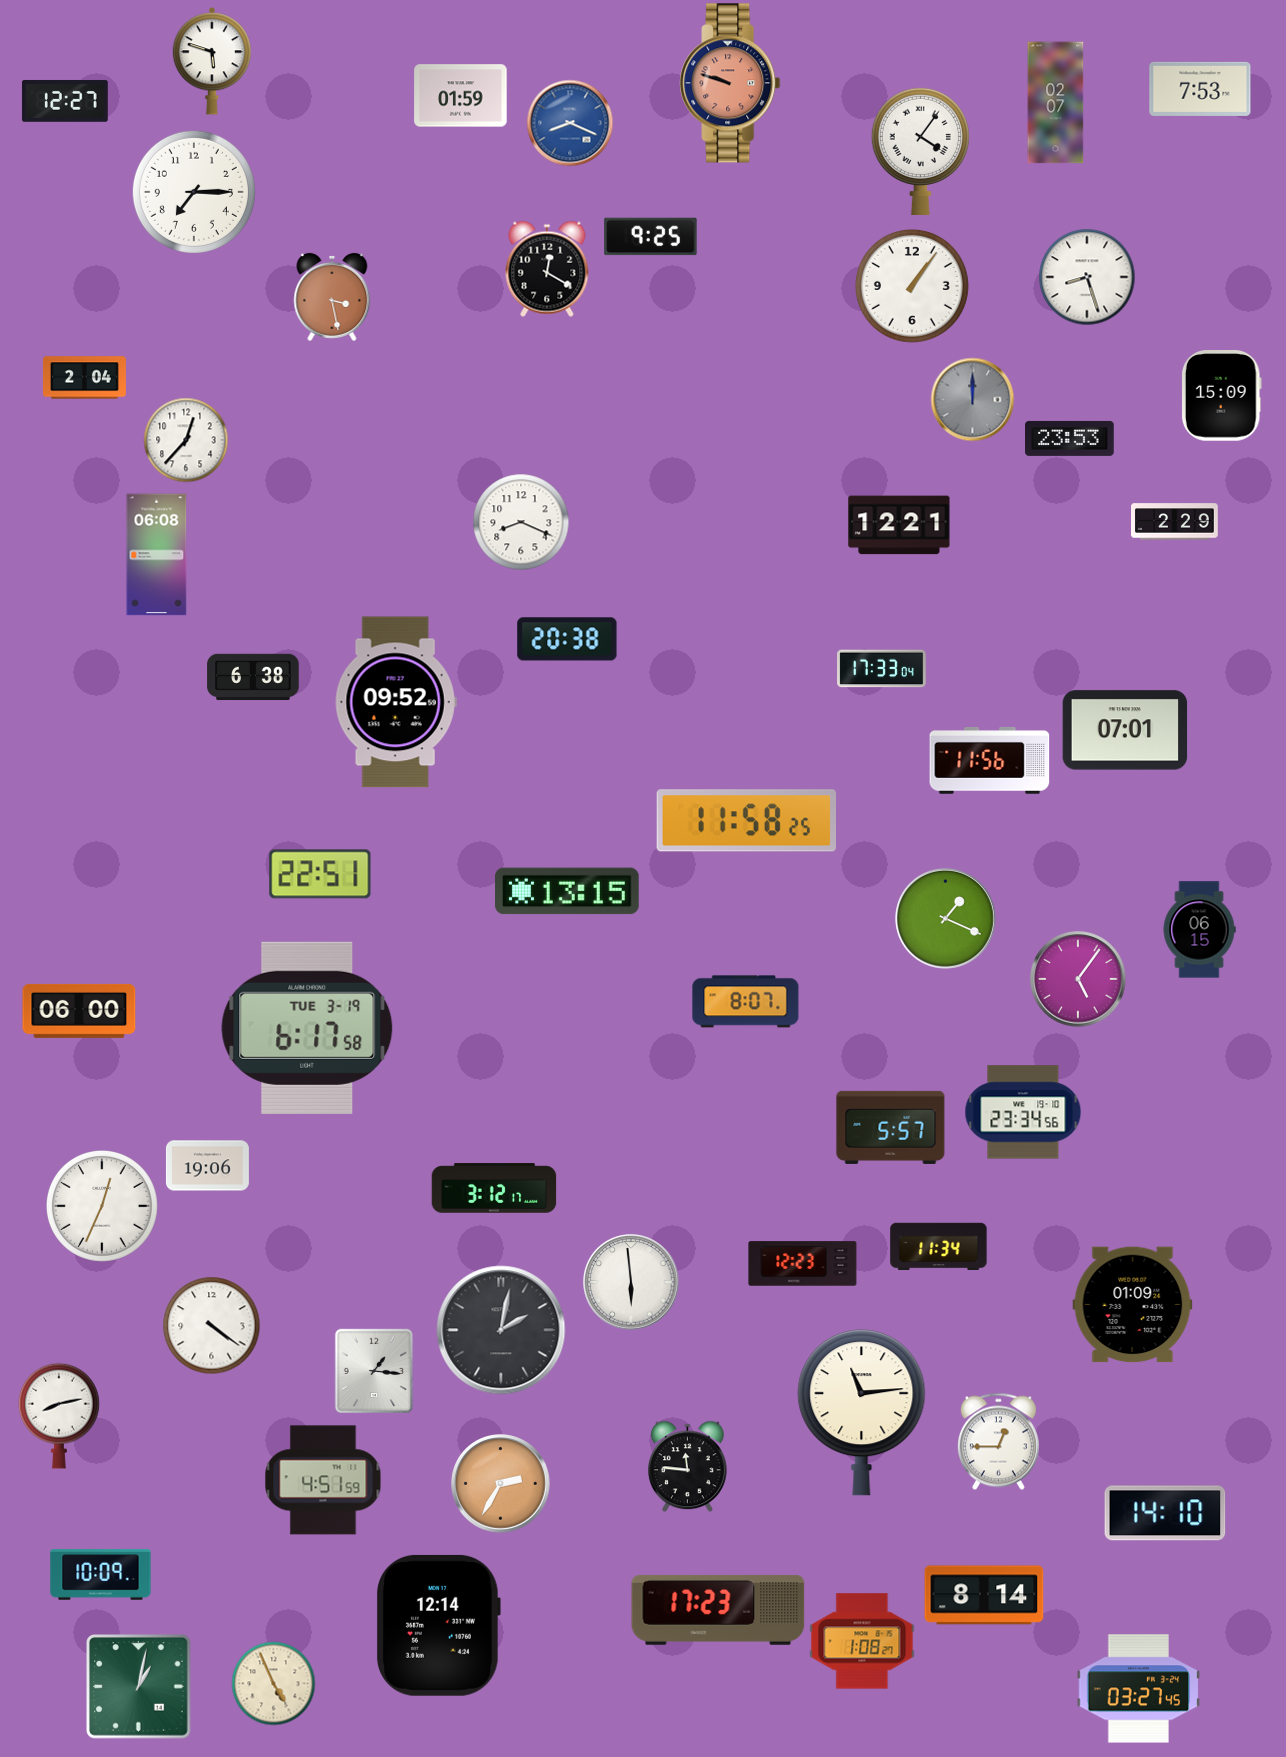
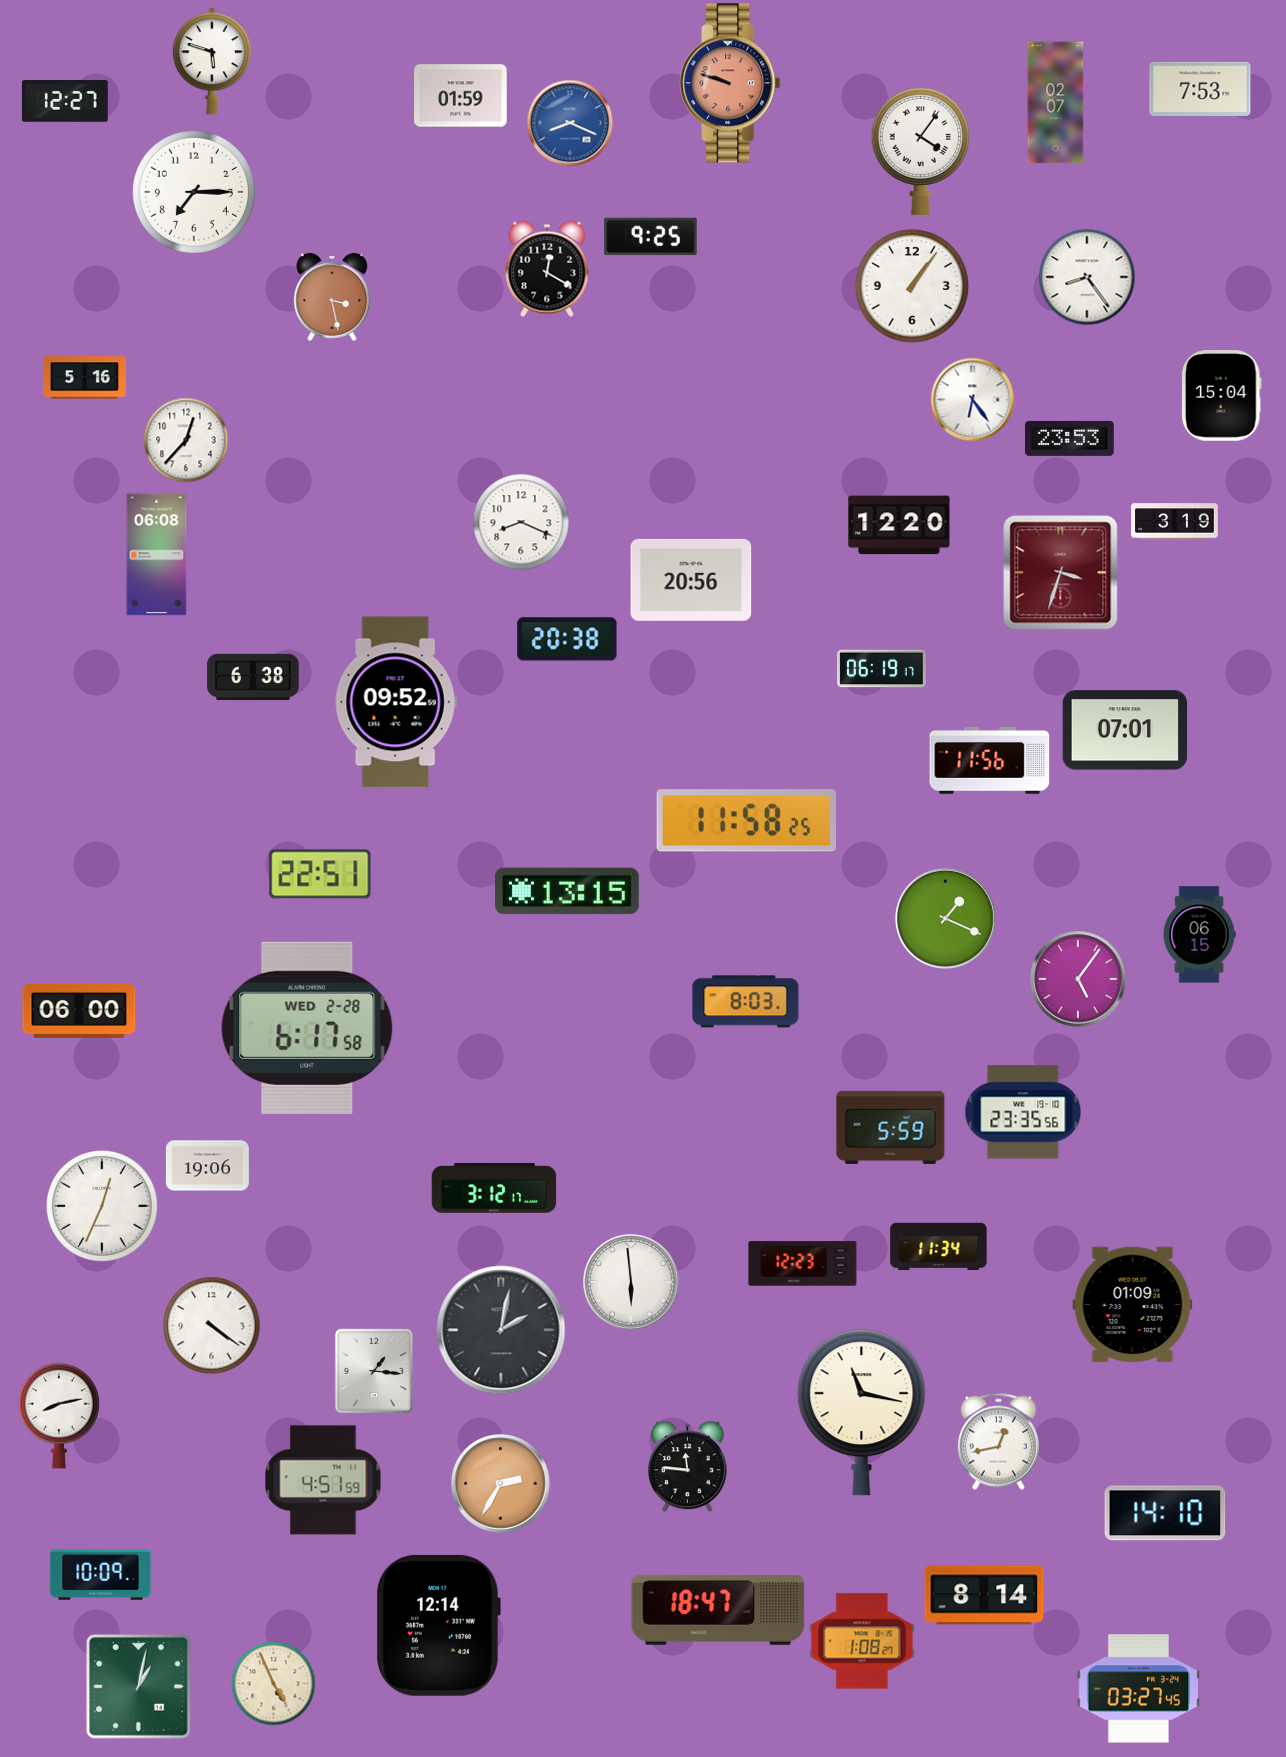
clock at (1087, 277): 8:27 -> 8:24
clock at (84, 378): 2:04 -> 5:16
clock at (1221, 396): 15:09 -> 15:04
clock at (972, 399): 12:00 -> 6:24
clock at (972, 399) dial: grey -> white
clock at (1175, 522): 2:29 -> 3:19
clock at (899, 525): 12:21 -> 12:20
clock at (1061, 573): none -> 3:33
clock at (691, 580): none -> 20:56
clock at (882, 669): 17:33 -> 06:19
clock at (1199, 930) position: (1199, 930) -> (1199, 935)
clock at (746, 1002): 8:07 -> 8:03
clock at (307, 1028) date: TUE 3-19 -> WED 2-28
clock at (1023, 1112): 23:34 -> 23:35
clock at (891, 1127): 5:57 -> 5:59
clock at (862, 1413): 11:14 -> 11:17
clock at (998, 1441): 12:45 -> 12:43
clock at (718, 1610): 17:23 -> 18:47
